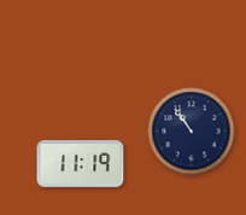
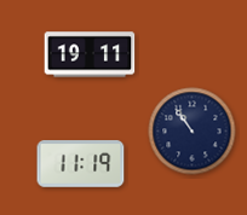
clock at (90, 54): none -> 19:11
